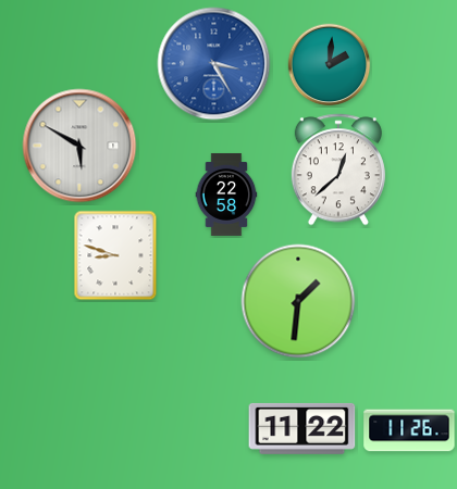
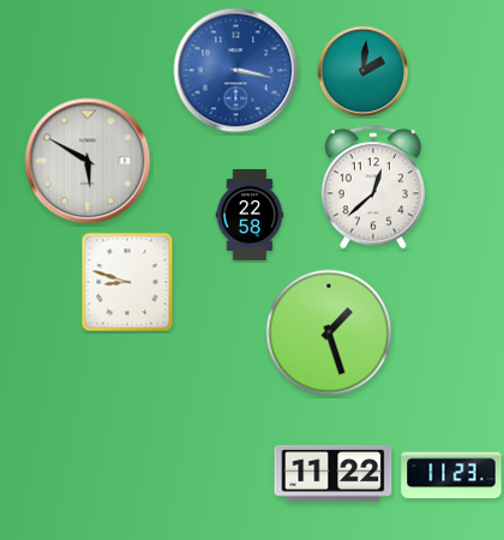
clock at (214, 64): 3:25 -> 3:17
clock at (298, 301): 1:31 -> 1:27
clock at (409, 430): 11:26 -> 11:23
